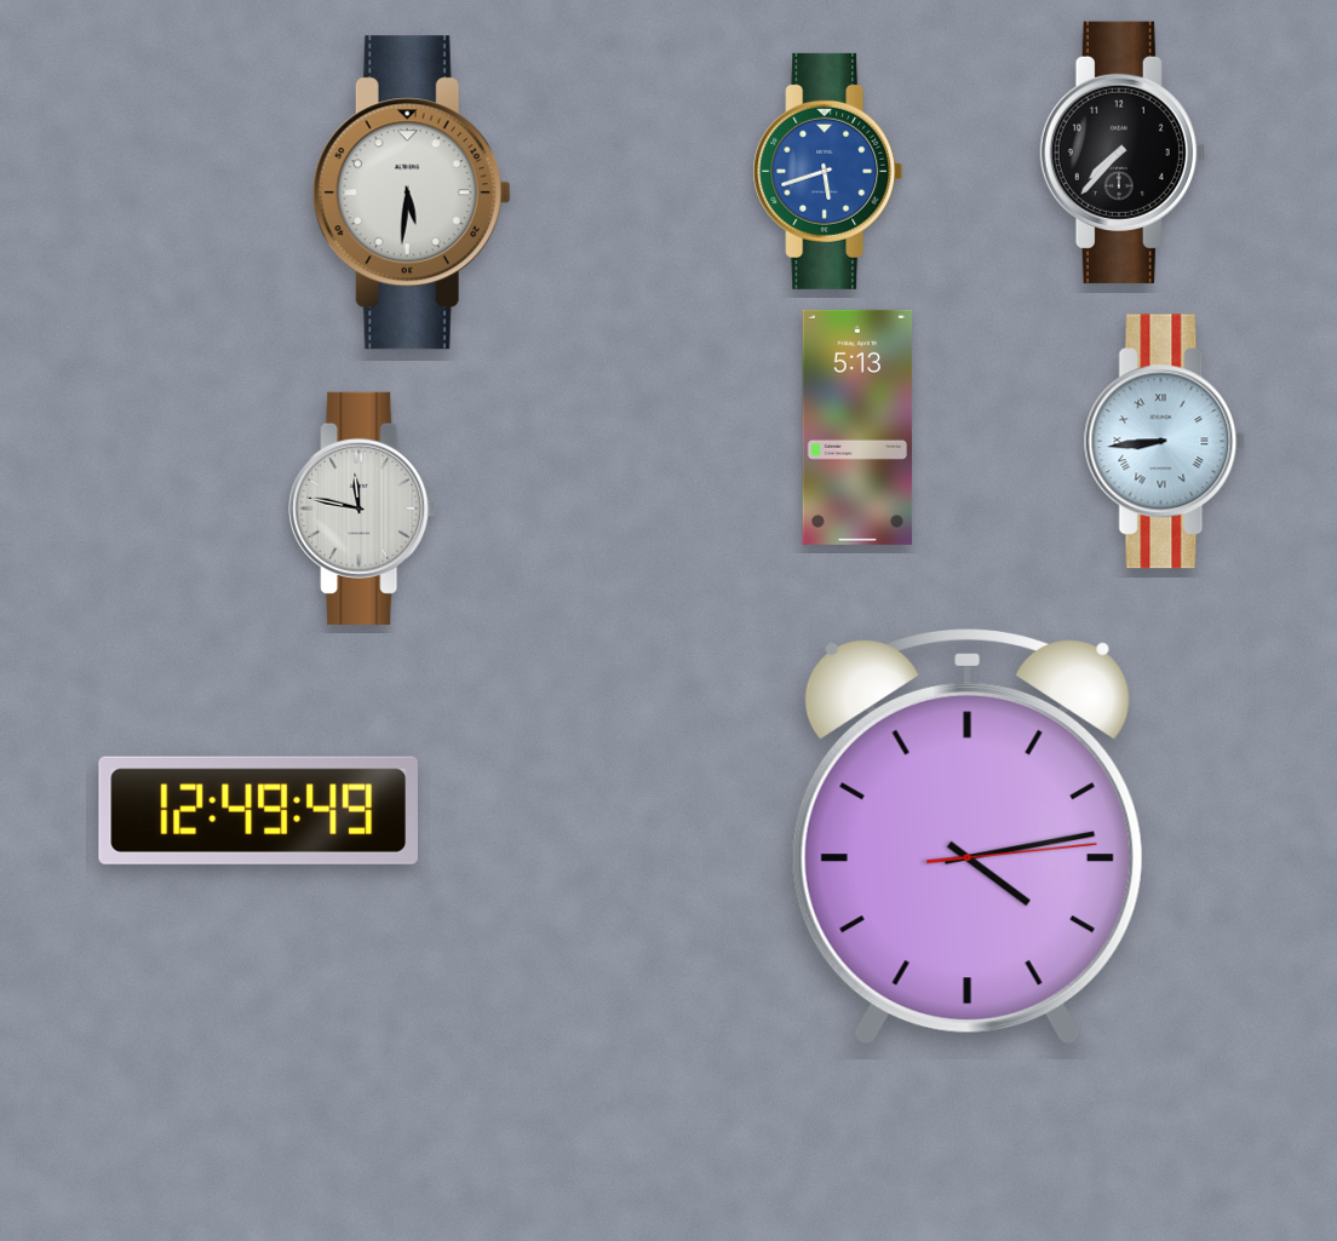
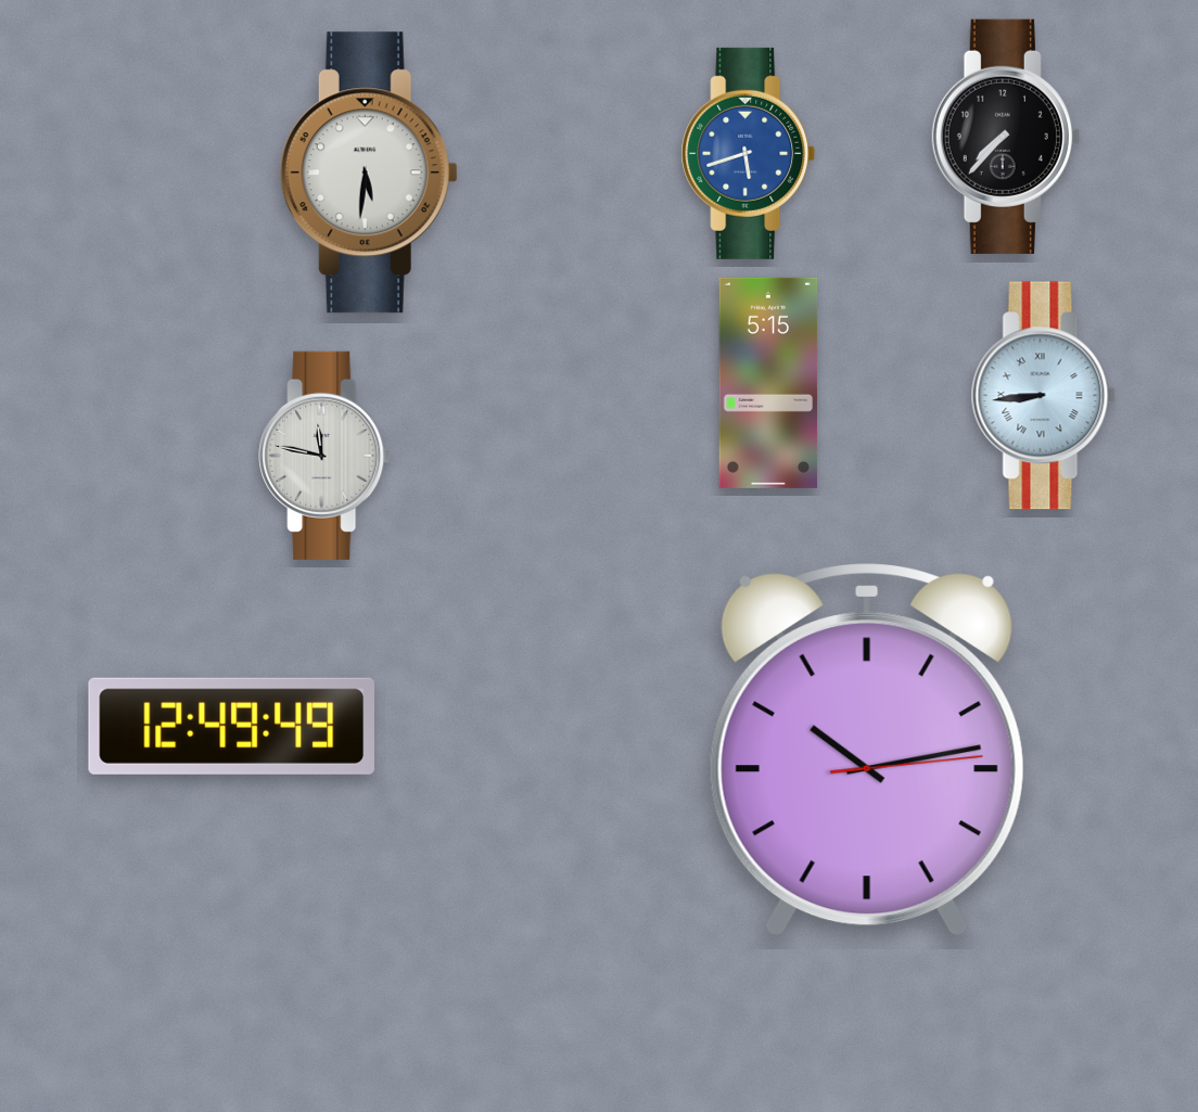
clock at (828, 171) position: (828, 171) -> (749, 153)
clock at (857, 427): 5:13 -> 5:15
clock at (968, 837): 4:13 -> 10:13
